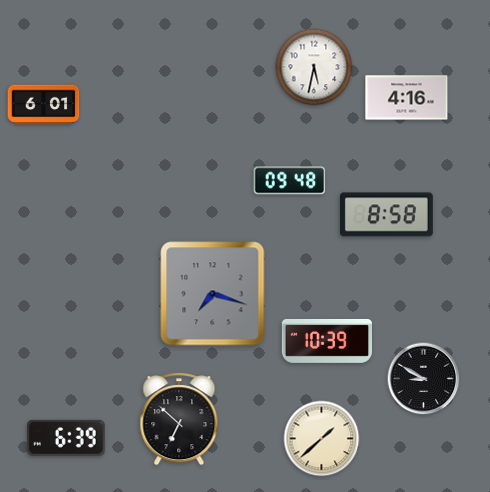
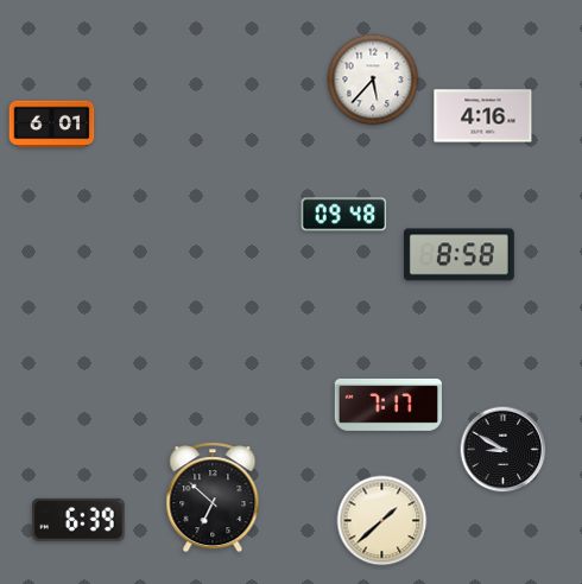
clock at (314, 67): 5:32 -> 5:37
clock at (213, 294): 7:18 -> none
clock at (326, 341): 10:39 -> 7:17
